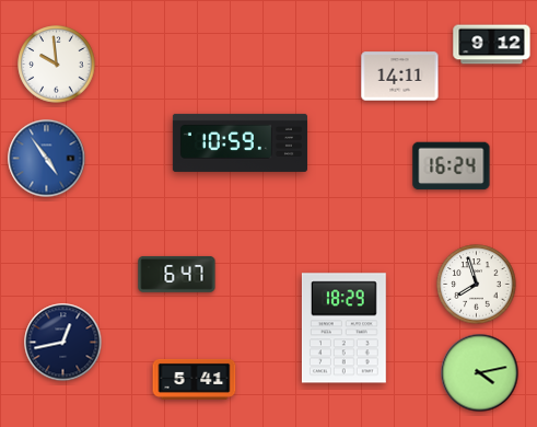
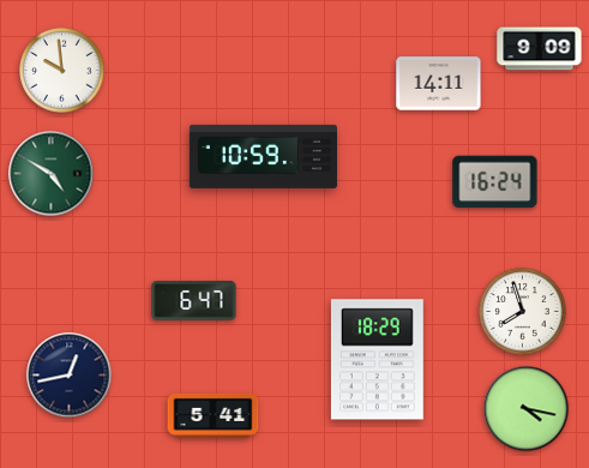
clock at (492, 45): 9:12 -> 9:09
clock at (47, 159): 4:54 -> 4:50
clock at (47, 159) dial: blue -> green
clock at (480, 373): 4:13 -> 4:17
